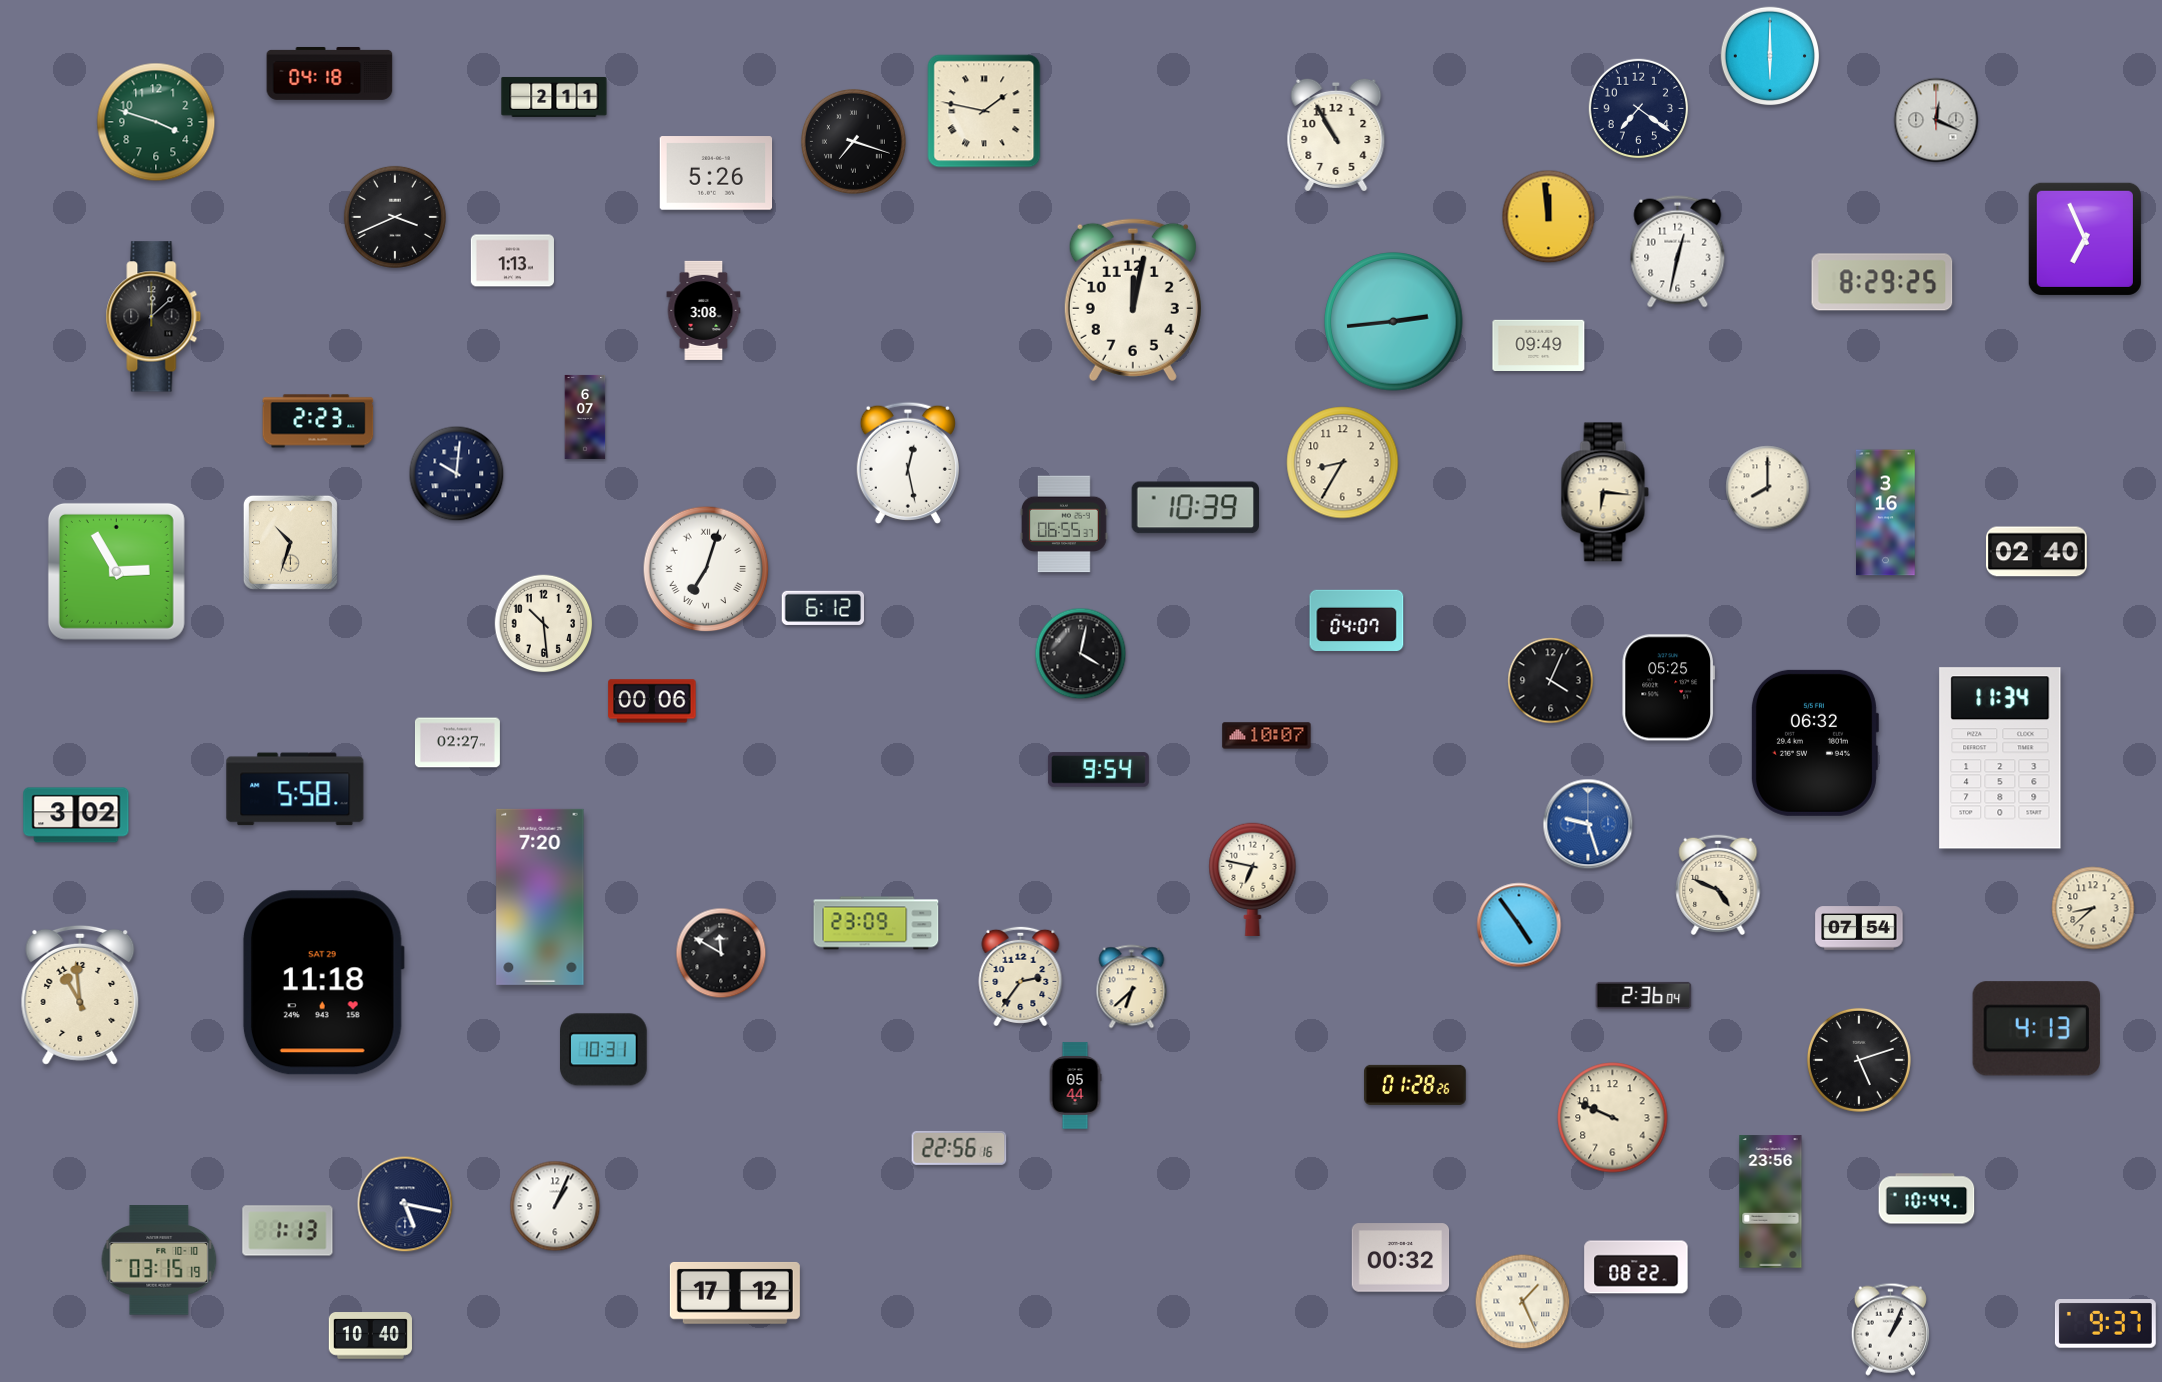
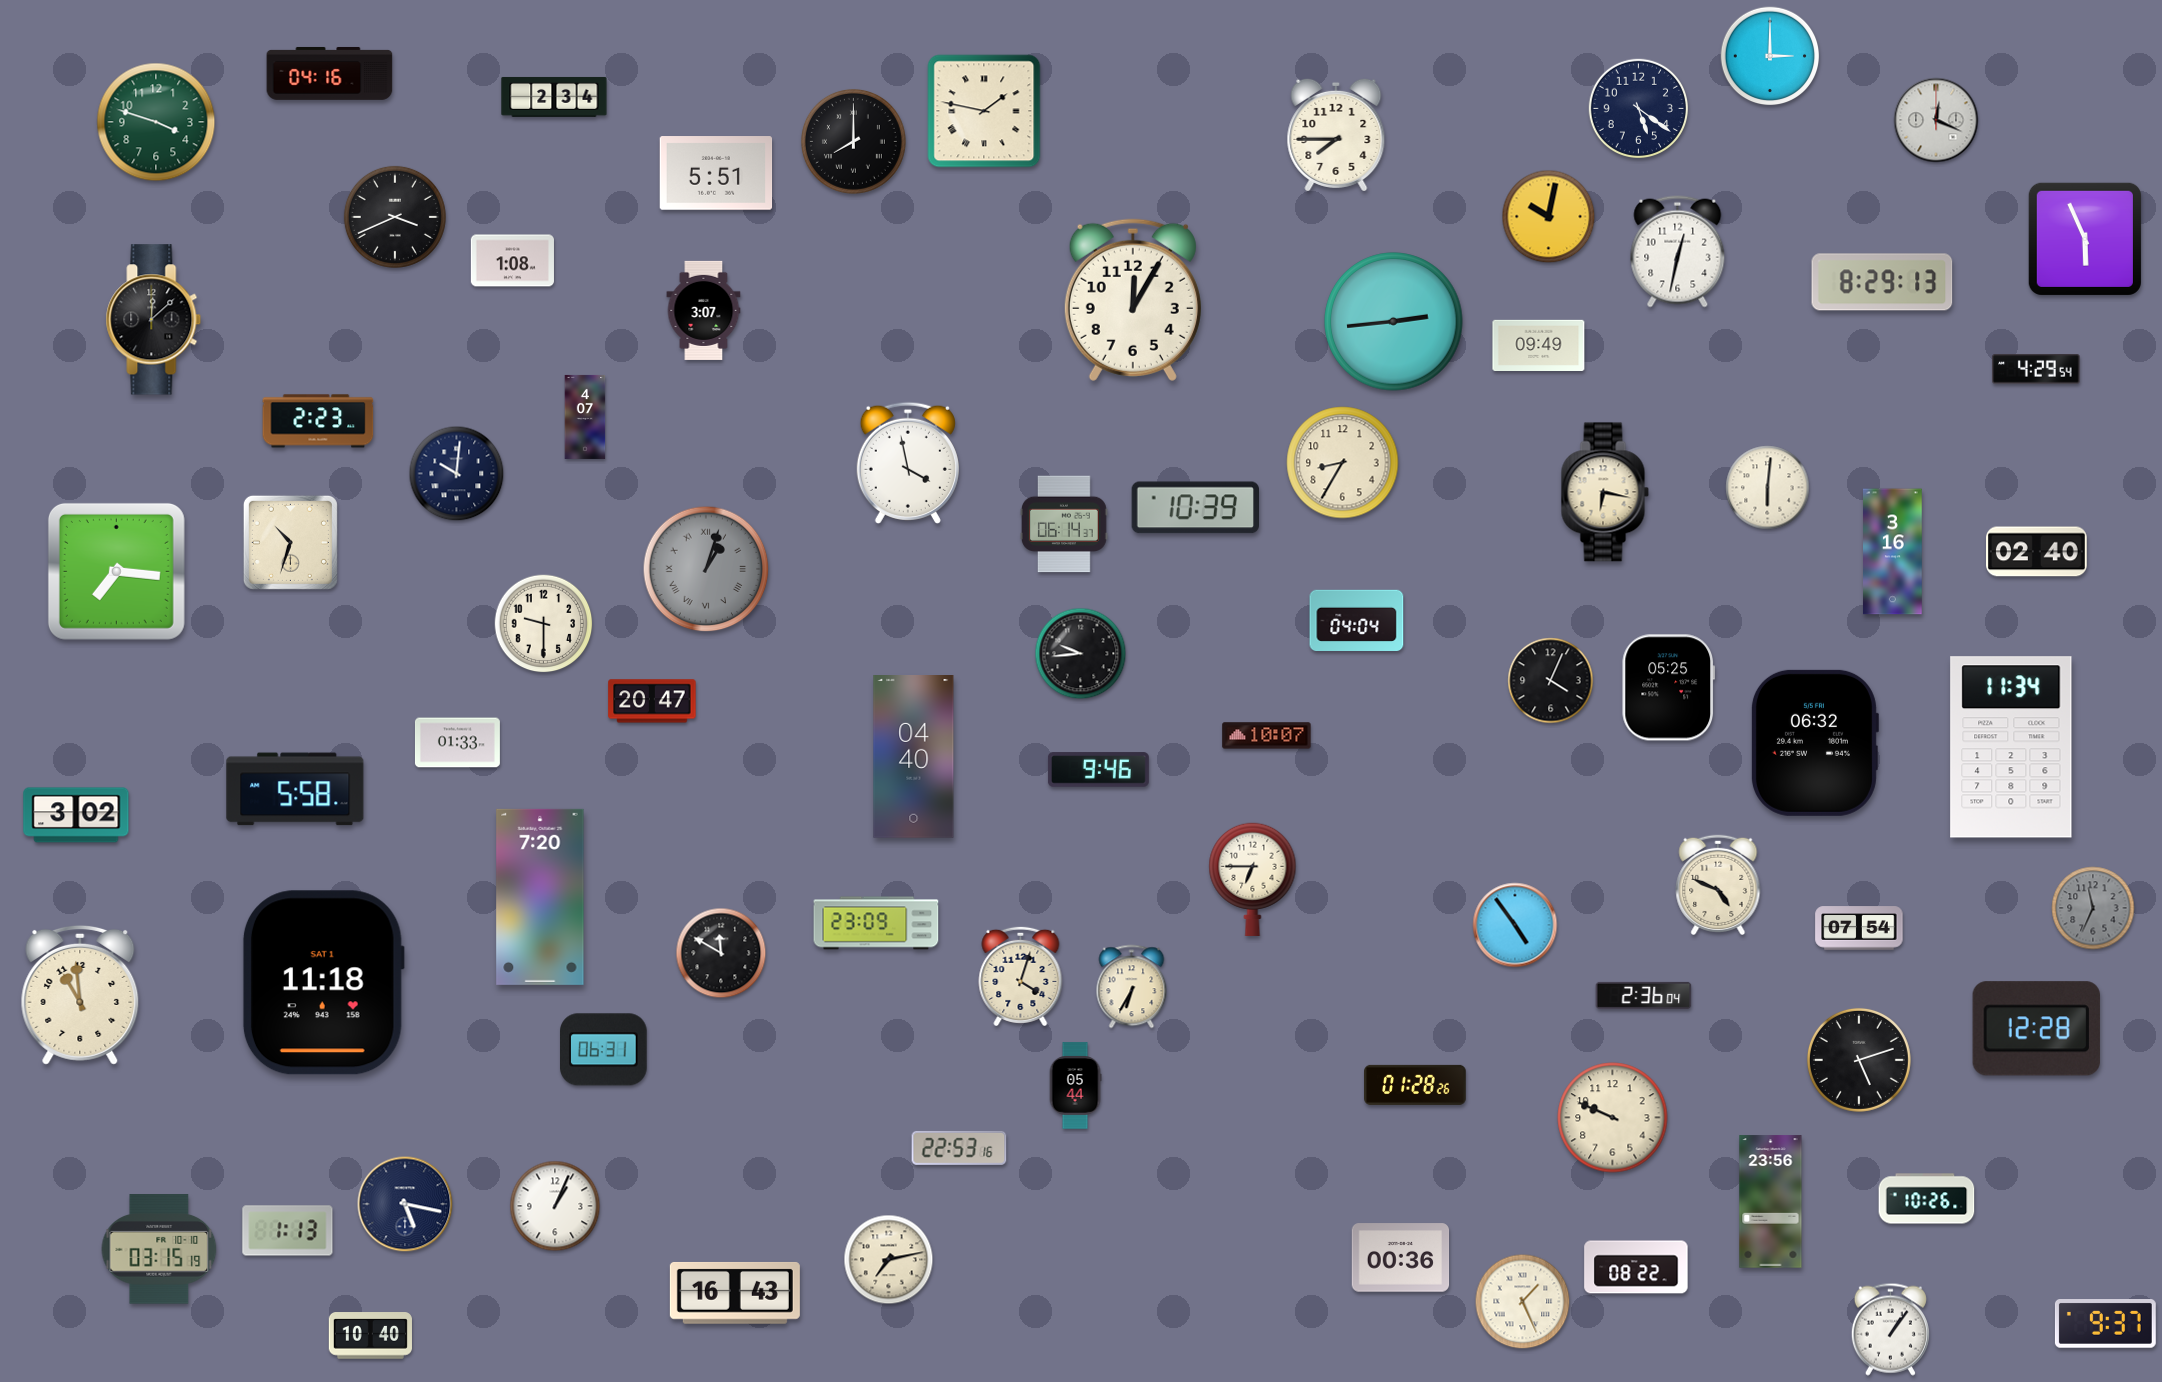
clock at (1770, 56): 6:00 -> 3:00
clock at (330, 74): 04:18 -> 04:16
clock at (554, 97): 2:11 -> 2:34
clock at (1638, 108): 7:21 -> 5:21
clock at (1336, 135): 10:55 -> 7:45
clock at (853, 141): 7:18 -> 8:00
clock at (716, 173): 5:26 -> 5:51
clock at (1549, 217): 11:59 -> 10:02
clock at (2085, 239): 6:56 -> 5:56
clock at (512, 261): 1:13 -> 1:08
clock at (1882, 282): 8:29:25 -> 8:29:13
clock at (1133, 300): 12:02 -> 12:05
clock at (704, 310): 3:08 -> 3:07
clock at (154, 317) position: (154, 317) -> (154, 320)
clock at (2036, 369): none -> 4:29
clock at (585, 417): 6:07 -> 4:07
clock at (908, 463): 12:28 -> 3:58
clock at (1768, 488): 8:00 -> 6:01
clock at (1605, 492): 6:16 -> 6:17
clock at (1886, 513) position: (1886, 513) -> (1893, 552)
clock at (1064, 524): 06:55 -> 06:14
clock at (706, 569): 7:03 -> 1:03
clock at (706, 569) dial: white -> grey
clock at (116, 571): 2:55 -> 7:16
clock at (822, 608): 6:12 -> none
clock at (1357, 620): 04:07 -> 04:04
clock at (544, 624): 10:29 -> 9:30
clock at (1081, 654): 4:02 -> 9:44
clock at (652, 701): 00:06 -> 20:47
clock at (457, 743): 02:27 -> 01:33
clock at (914, 757): none -> 04:40
clock at (2000, 758) position: (2000, 758) -> (2011, 747)
clock at (1099, 770): 9:54 -> 9:46
clock at (1588, 824): 9:27 -> none
clock at (1253, 879): 6:47 -> 6:45
clock at (2093, 908): 8:38 -> 11:34
clock at (2093, 908) dial: cream -> grey
clock at (1519, 925) position: (1519, 925) -> (1515, 925)
clock at (1021, 976): 2:36 -> 4:03
clock at (323, 983) date: SAT 29 -> SAT 1
clock at (1132, 987): 6:38 -> 6:35
clock at (2036, 1029): 4:13 -> 12:28
clock at (604, 1050): 10:31 -> 06:31
clock at (959, 1148): 22:56 -> 22:53
clock at (1927, 1199): 10:44 -> 10:26
clock at (1401, 1258): 00:32 -> 00:36
clock at (159, 1260) position: (159, 1260) -> (159, 1249)
clock at (889, 1260): none -> 7:13
clock at (735, 1293): 17:12 -> 16:43
clock at (1890, 1329): 1:04 -> 1:06
